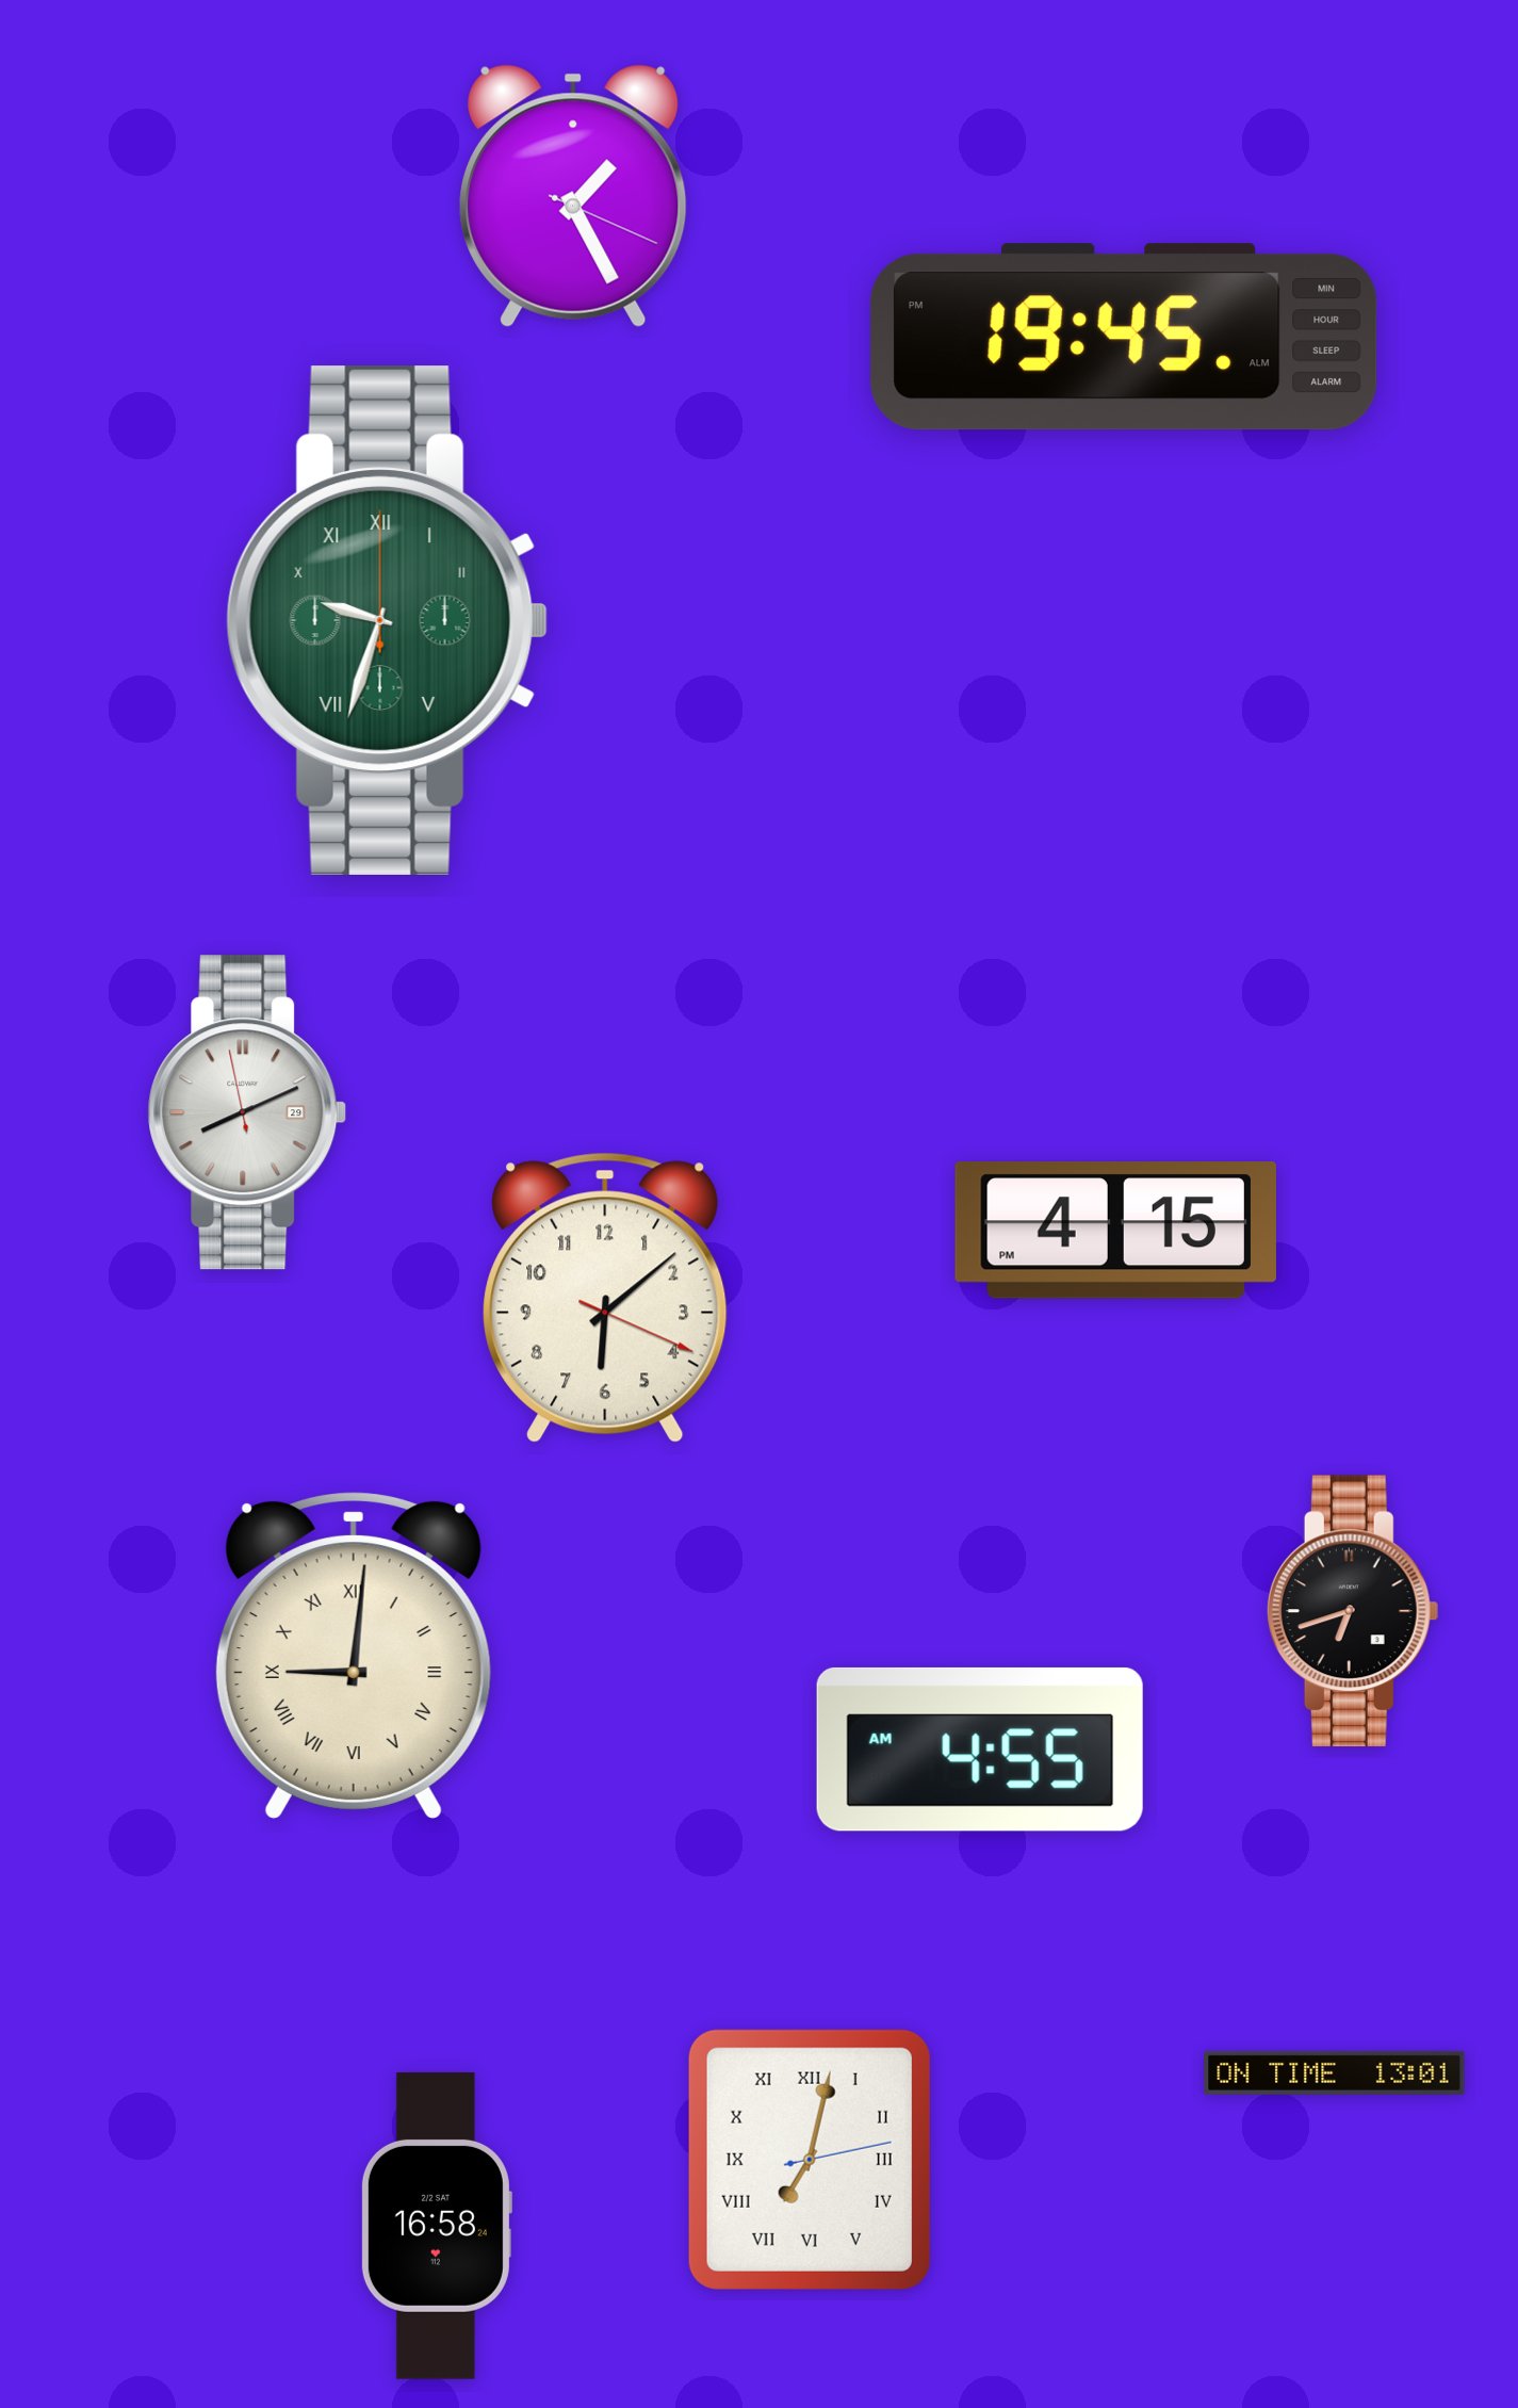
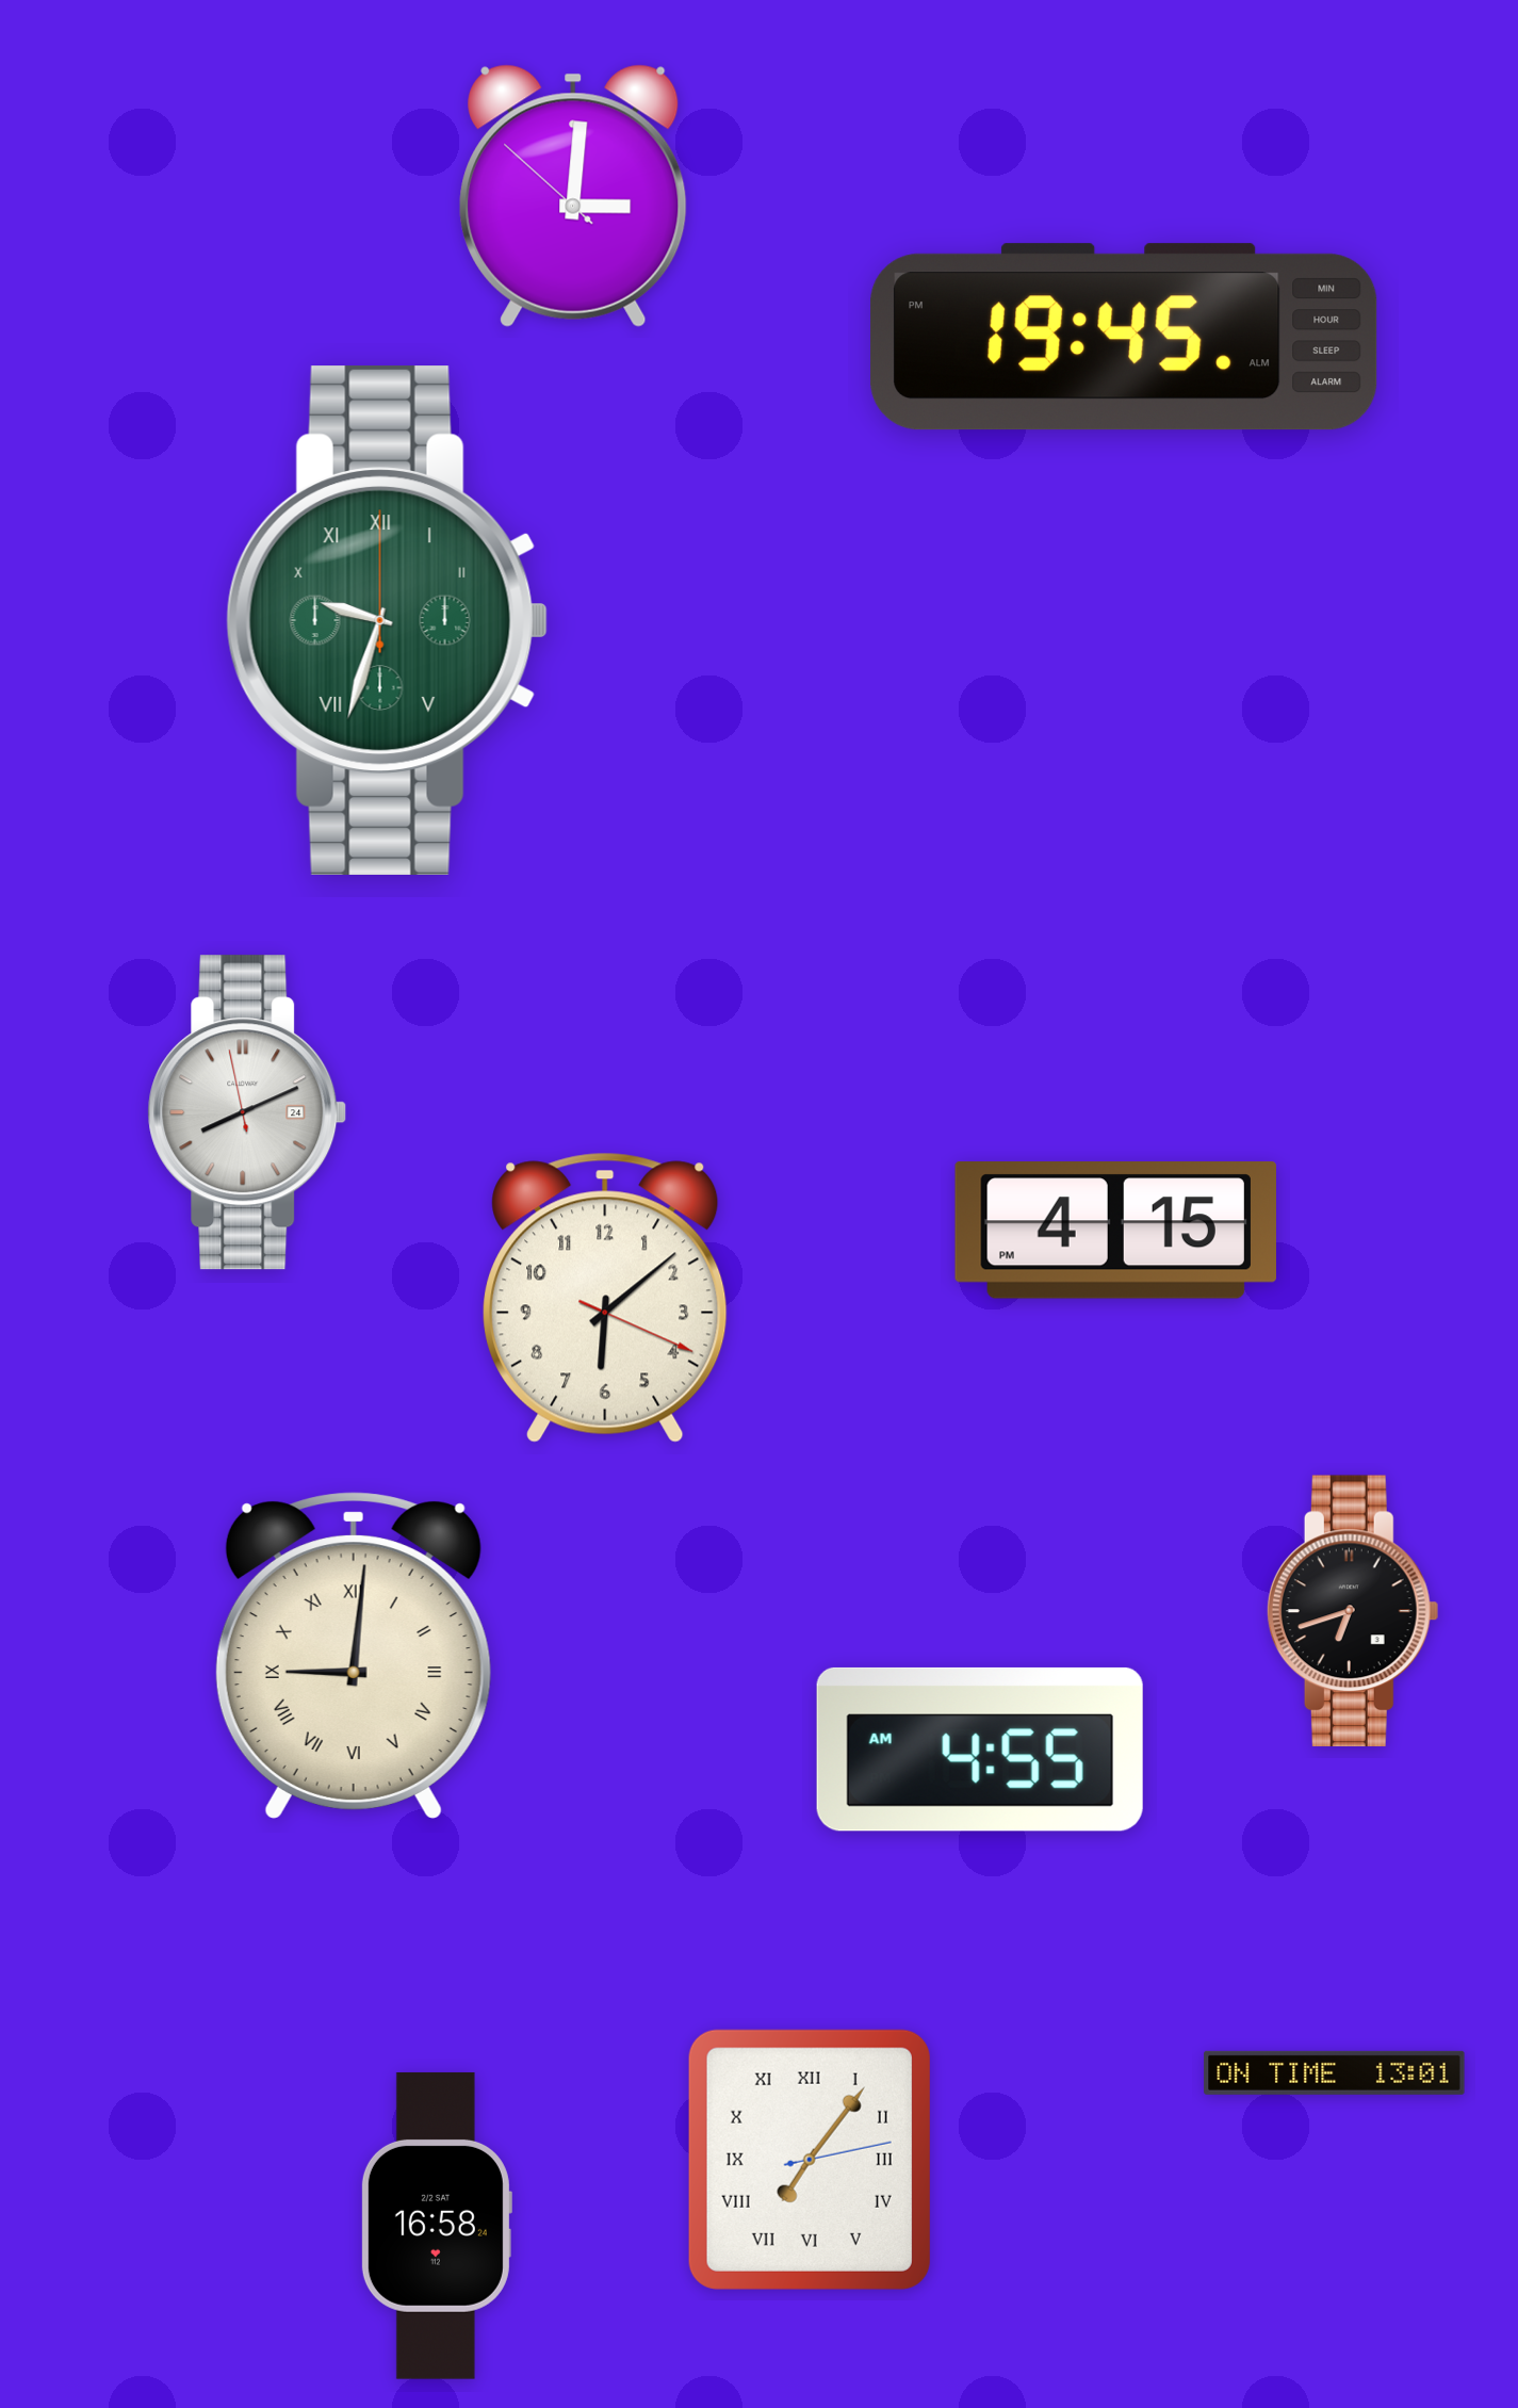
clock at (573, 196): 1:25 -> 3:00
clock at (247, 1112) date: 29 -> 24
clock at (810, 2160): 7:02 -> 7:06
